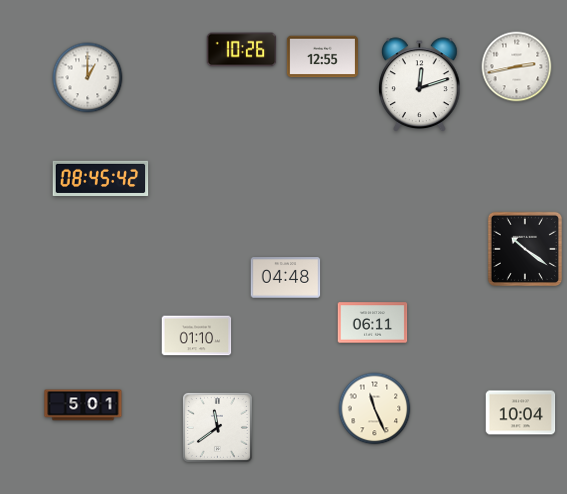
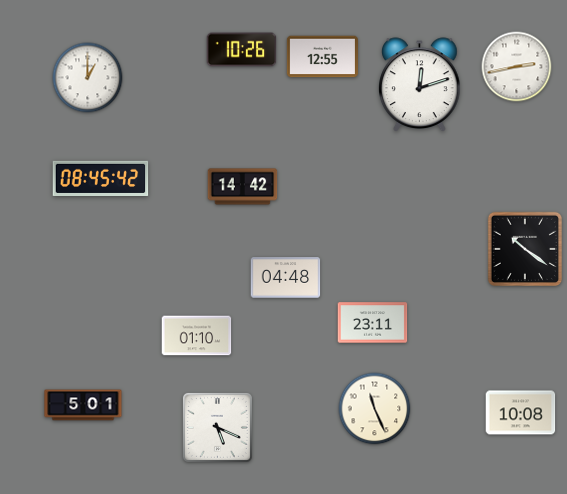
clock at (243, 187): none -> 14:42
clock at (373, 323): 06:11 -> 23:11
clock at (521, 413): 10:04 -> 10:08
clock at (217, 427): 11:39 -> 5:19
